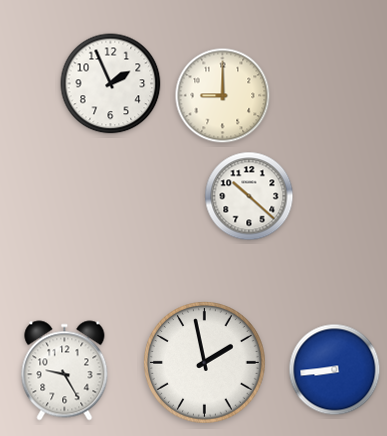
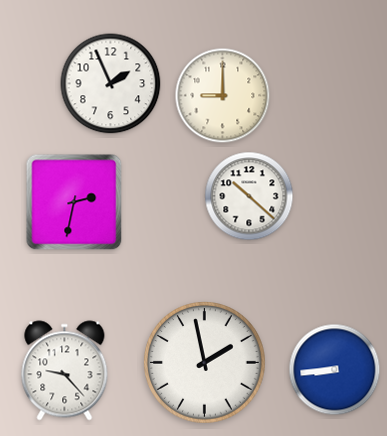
clock at (74, 202): none -> 2:32
clock at (65, 371): 9:25 -> 9:23
